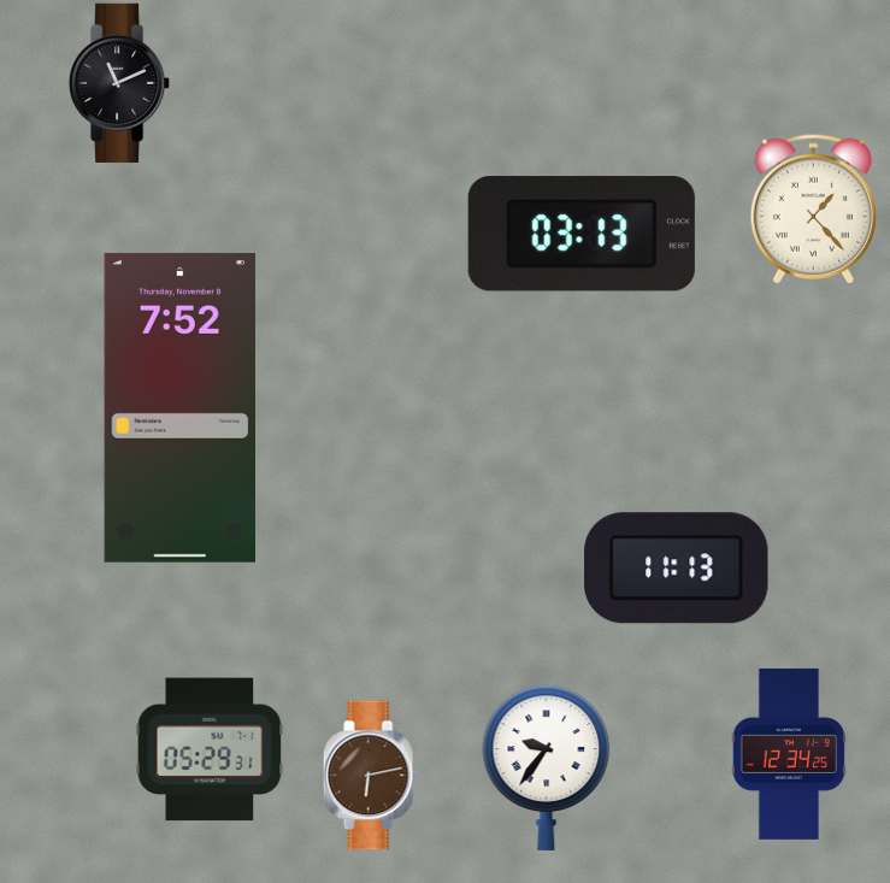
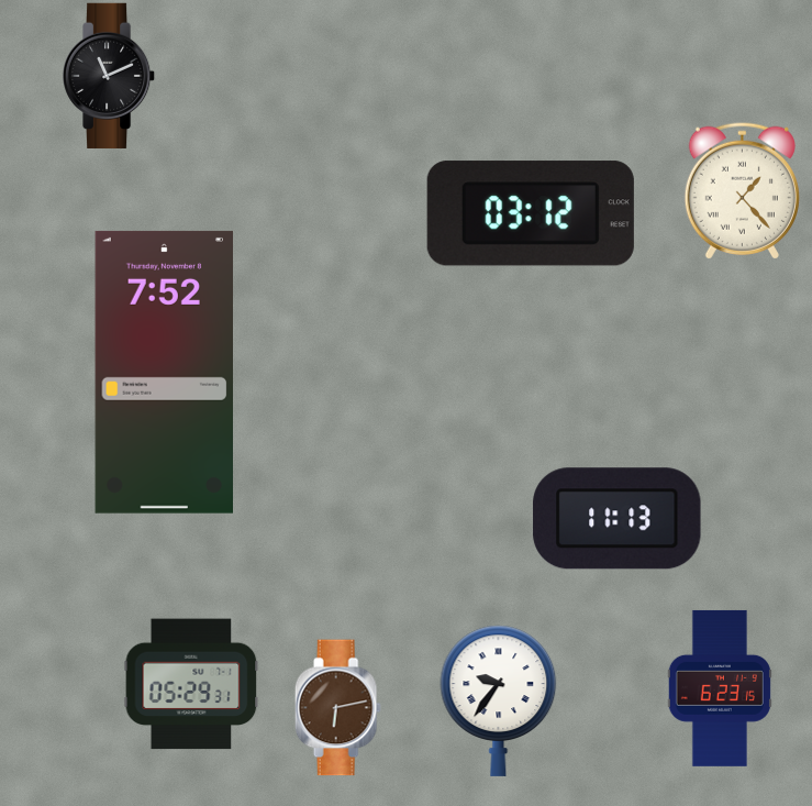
clock at (582, 234): 03:13 -> 03:12
clock at (789, 754): 12:34 -> 6:23
